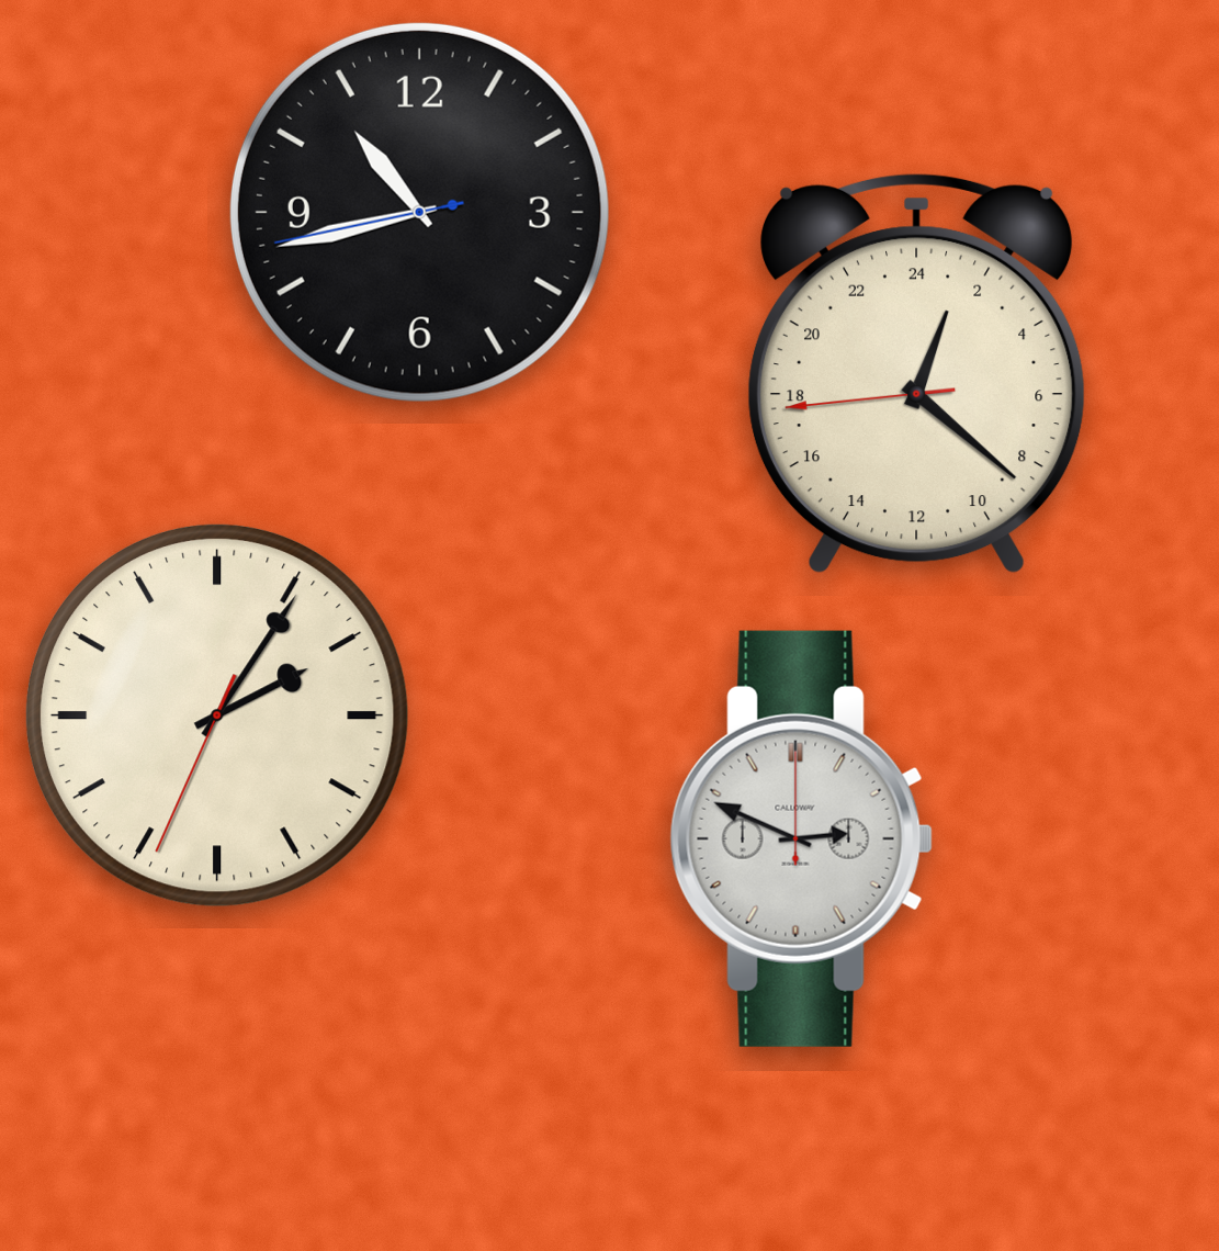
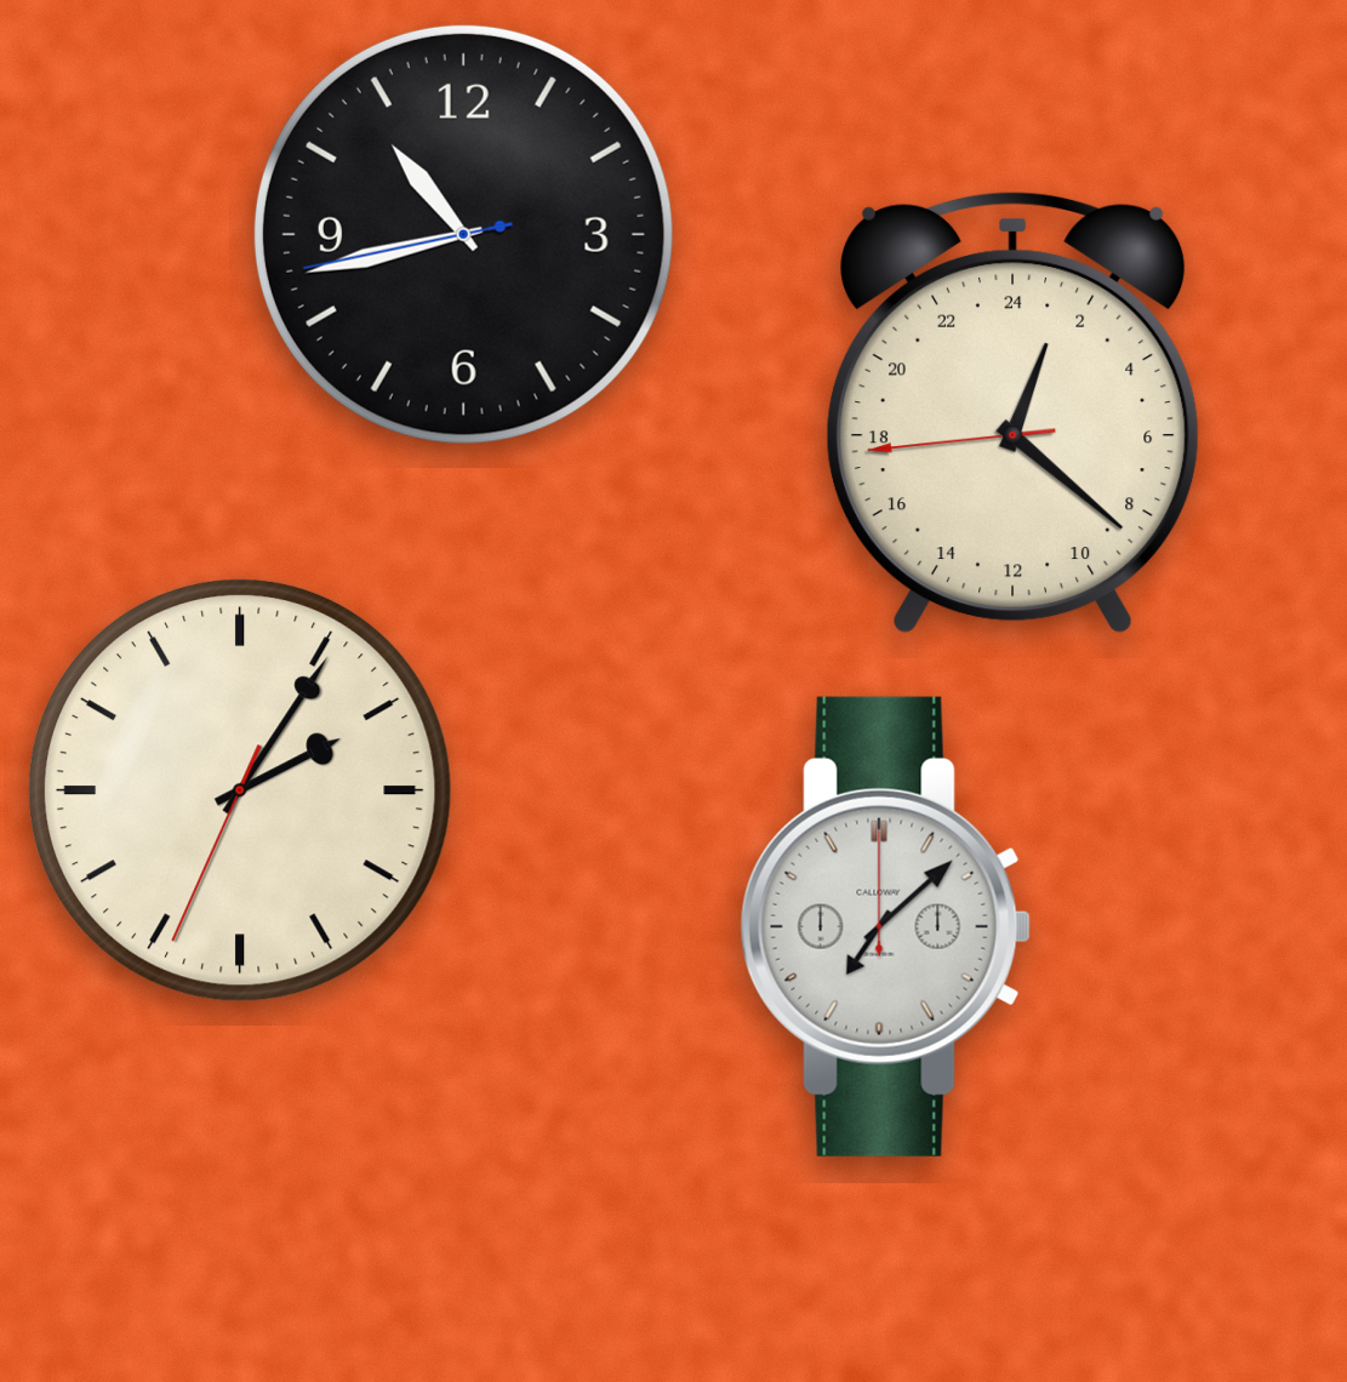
clock at (801, 838): 2:49 -> 7:08
